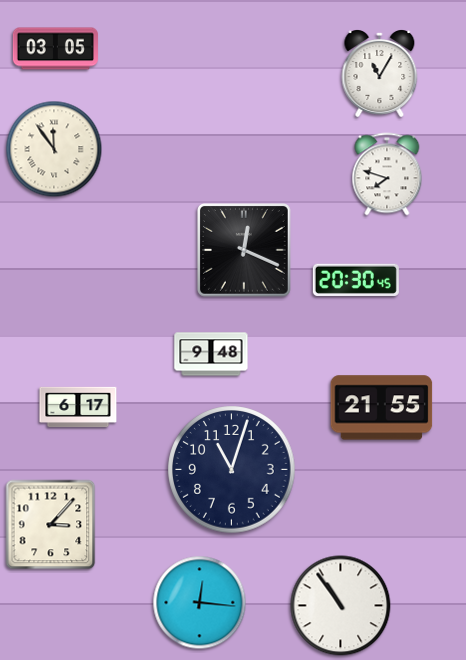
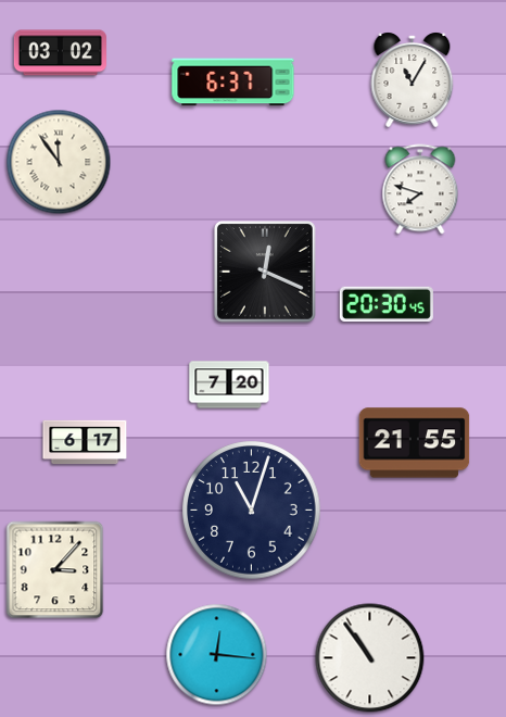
clock at (55, 49): 03:05 -> 03:02
clock at (233, 83): none -> 6:37
clock at (211, 354): 9:48 -> 7:20
